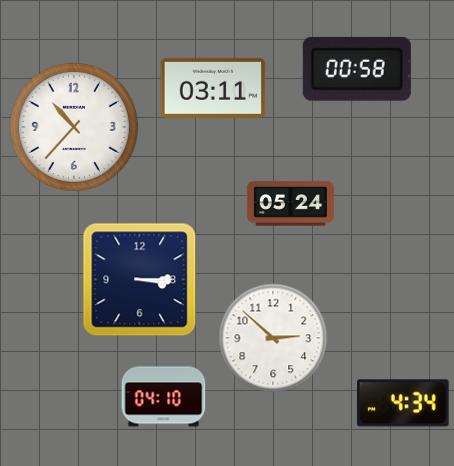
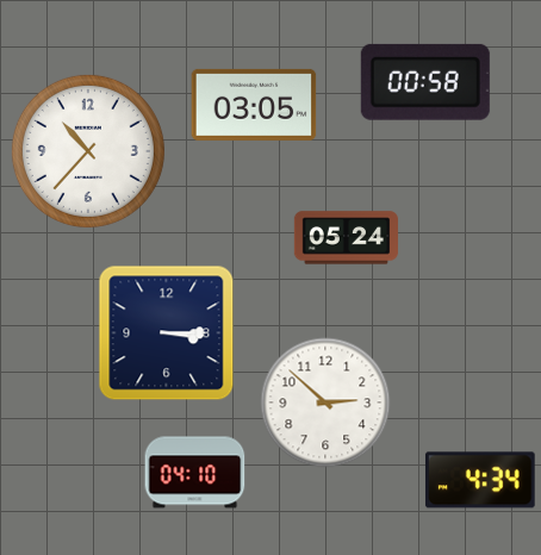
clock at (213, 88): 03:11 -> 03:05
clock at (290, 204) position: (290, 204) -> (346, 238)
